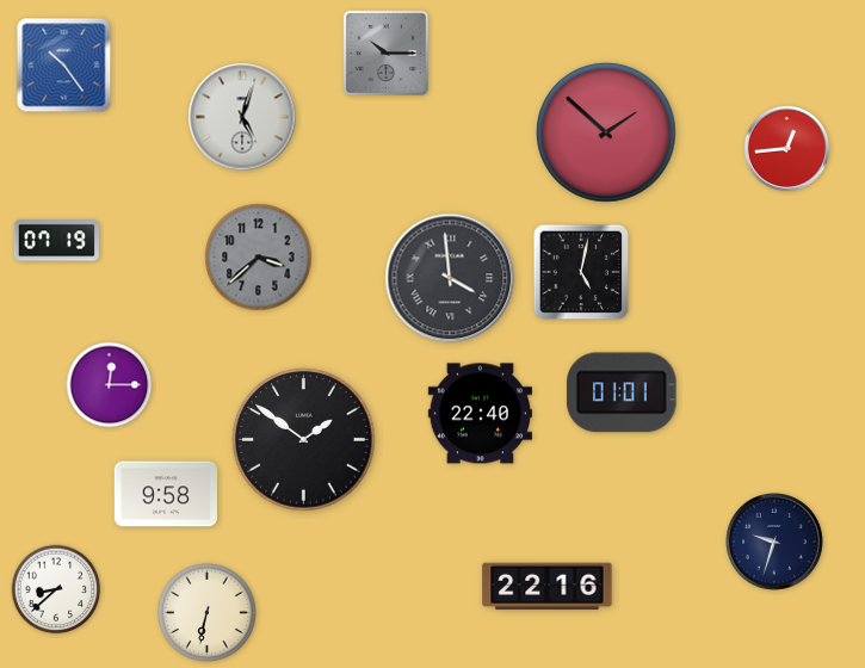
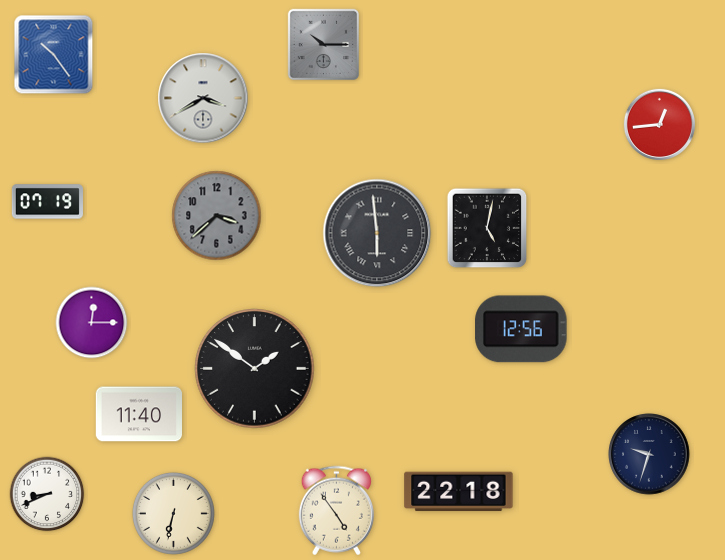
clock at (242, 117): 5:03 -> 3:40
clock at (606, 132): 1:52 -> none
clock at (450, 278): 3:59 -> 5:59
clock at (622, 392): 01:01 -> 12:56
clock at (480, 414): 22:40 -> none
clock at (166, 494): 9:58 -> 11:40
clock at (548, 587): 22:16 -> 22:18
clock at (56, 589): 8:38 -> 8:41
clock at (336, 511): none -> 4:54
